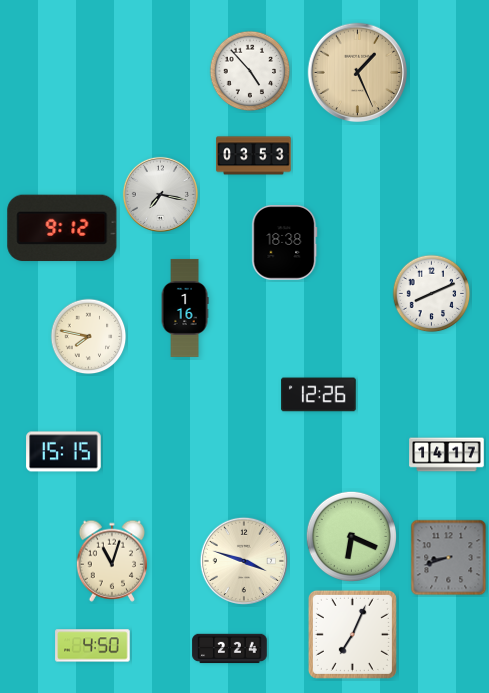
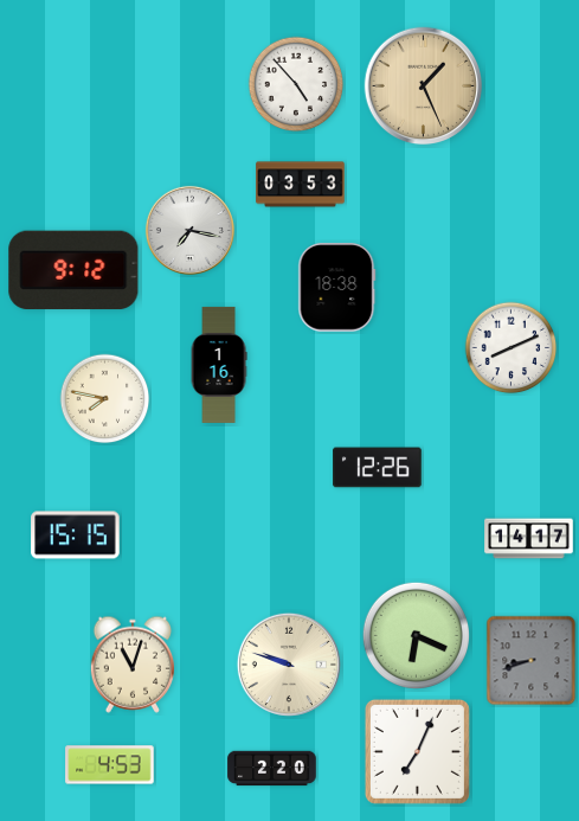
clock at (244, 561): 3:48 -> 9:48
clock at (93, 646): 4:50 -> 4:53
clock at (230, 649): 2:24 -> 2:20
